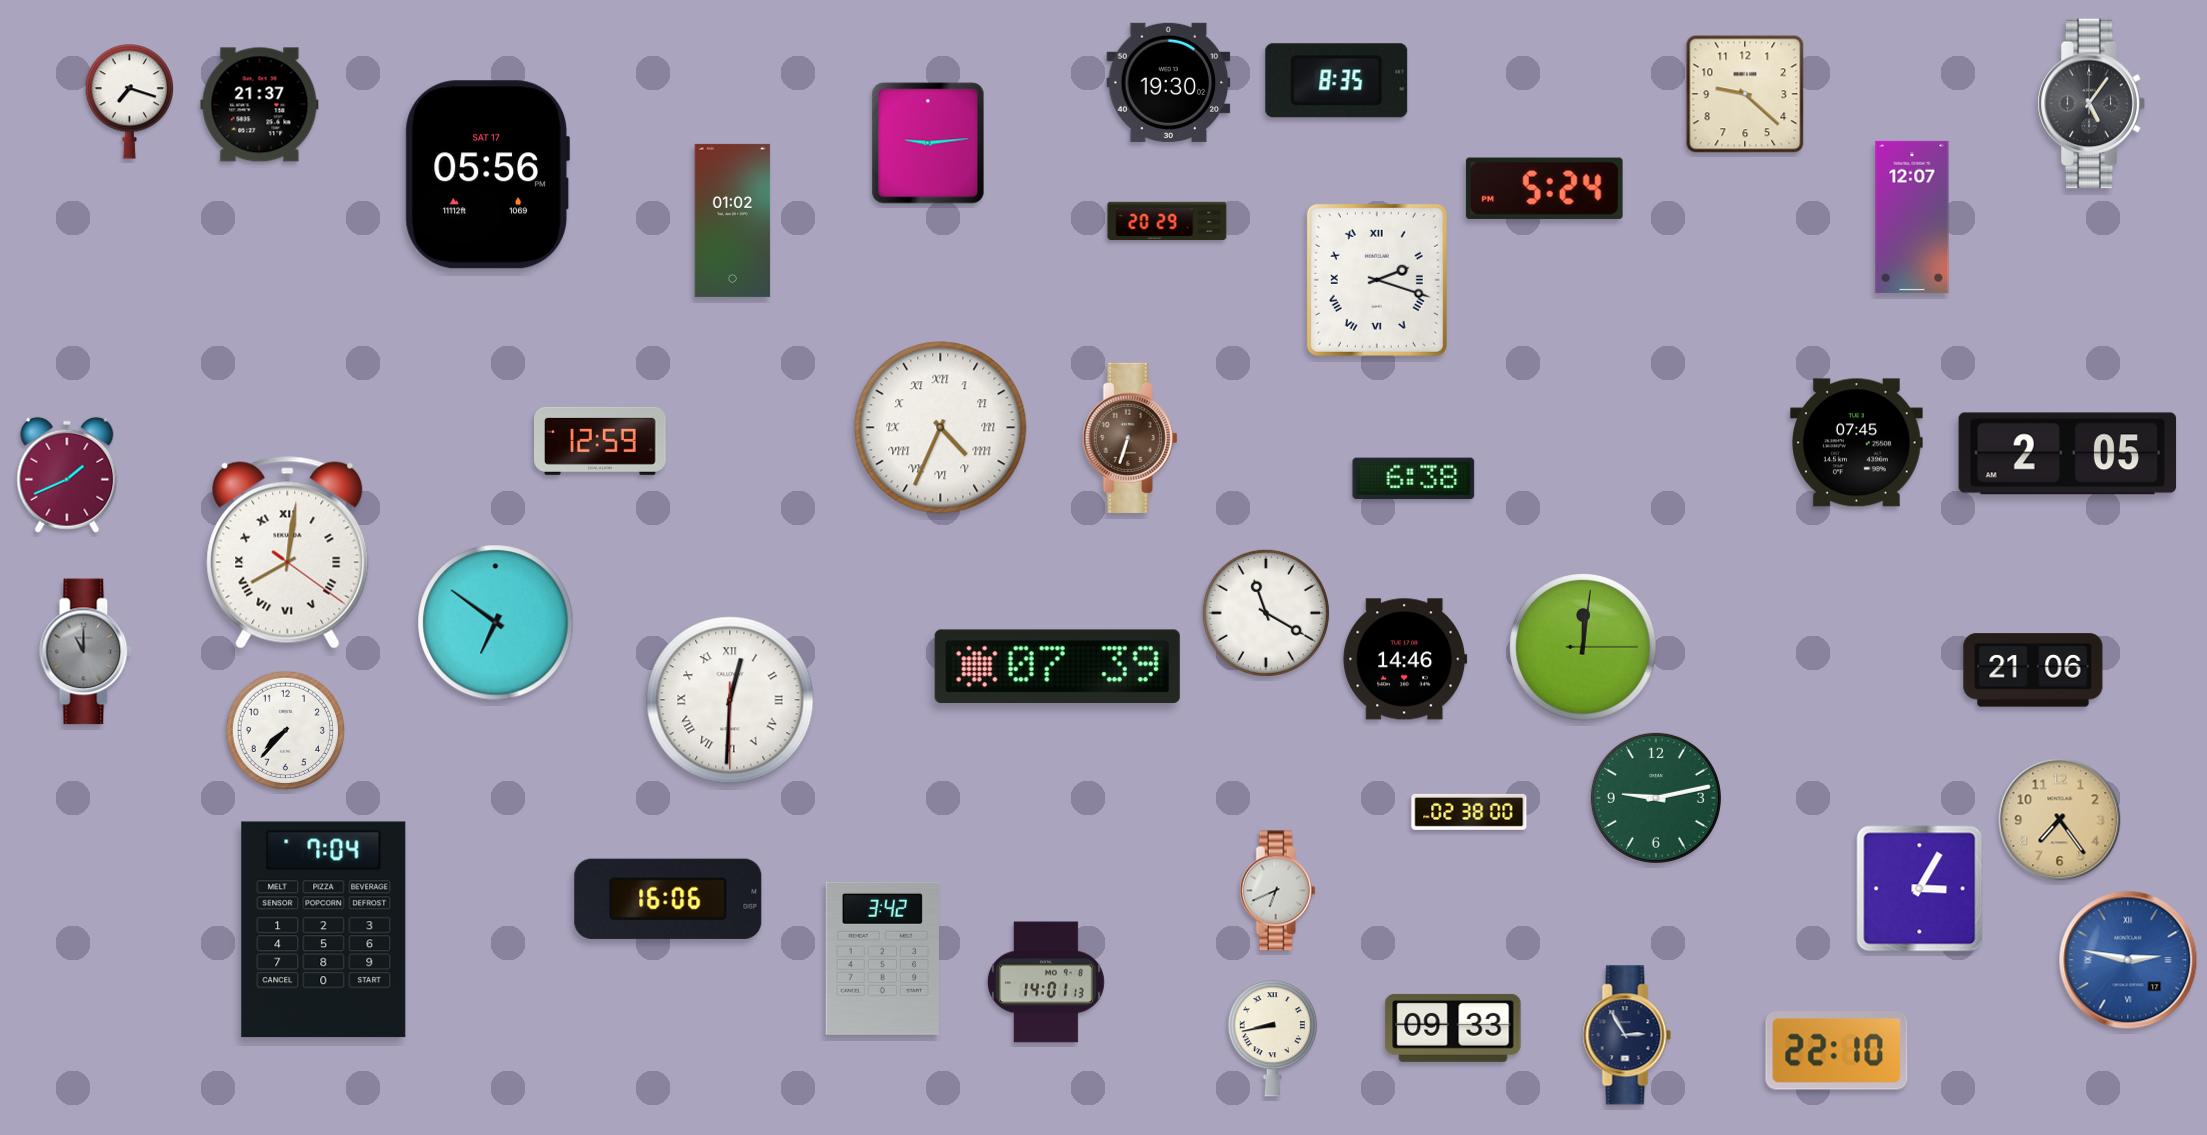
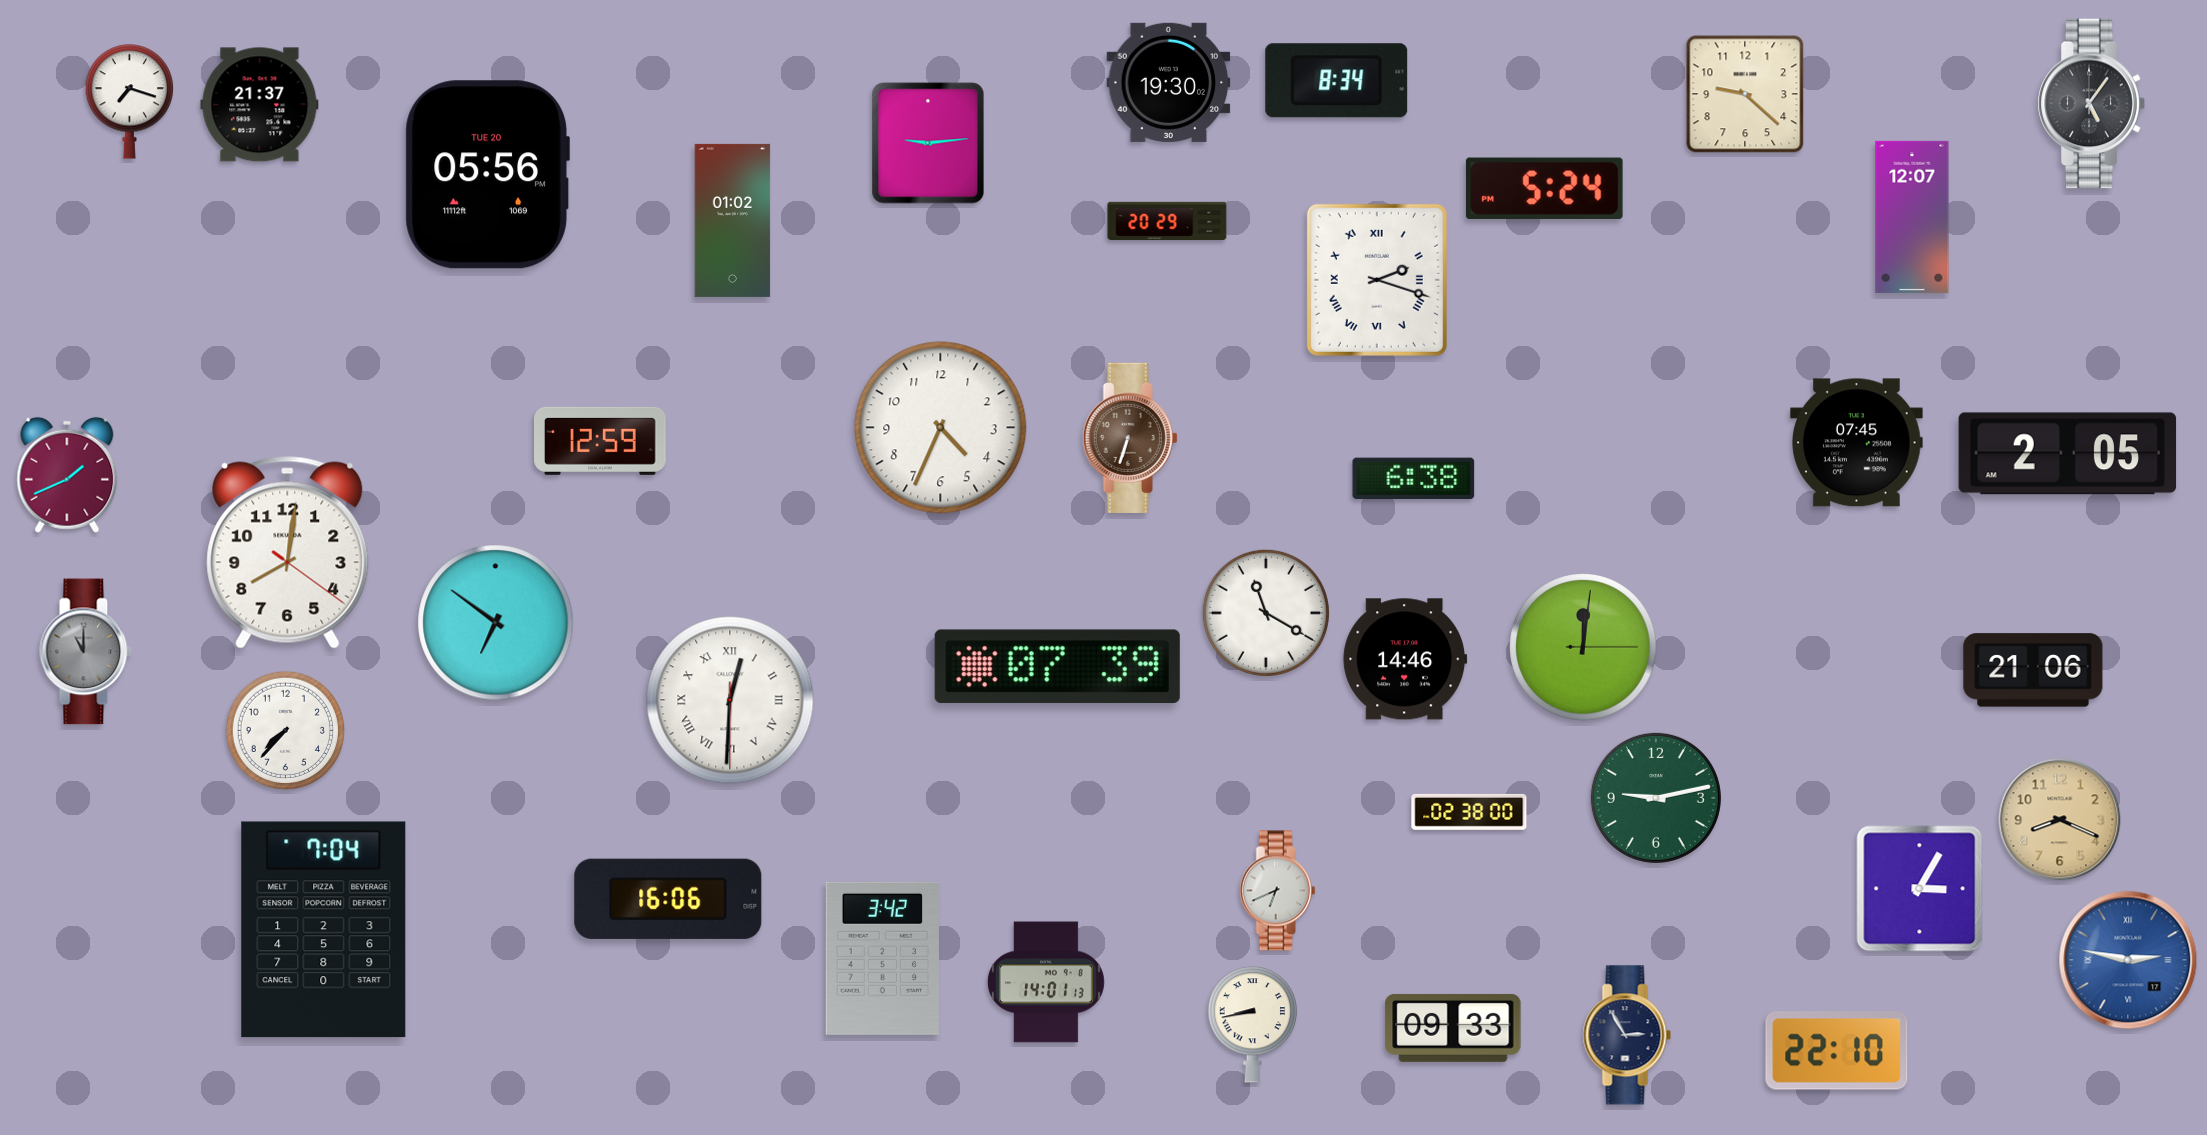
clock at (1337, 81): 8:35 -> 8:34
clock at (487, 175) date: SAT 17 -> TUE 20
clock at (941, 428) numerals: Roman -> Arabic
clock at (288, 552) numerals: Roman -> Arabic
clock at (2060, 820): 7:24 -> 8:19
clock at (1272, 1039) position: (1272, 1039) -> (1252, 1025)
